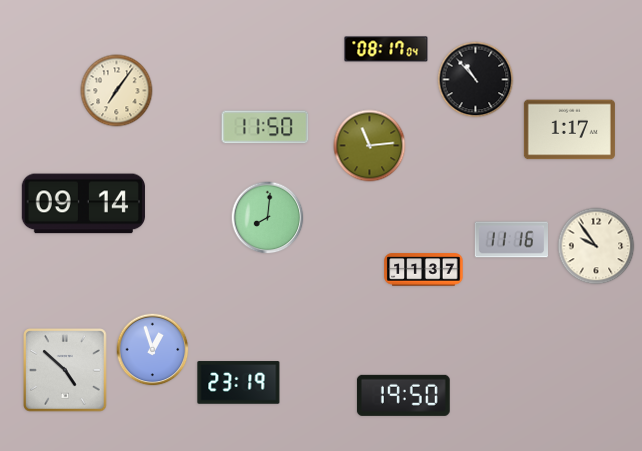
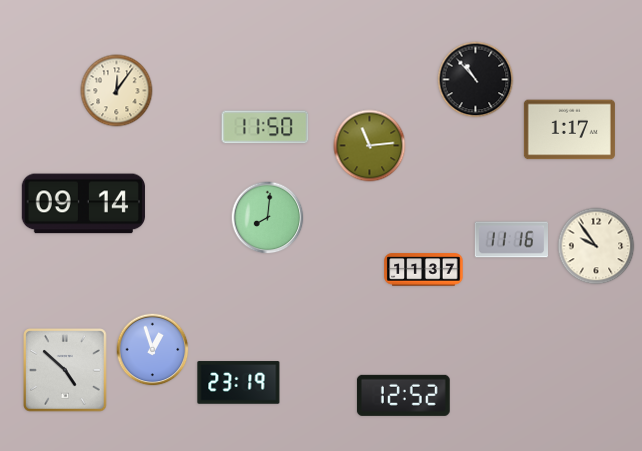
clock at (386, 49): 08:17 -> none
clock at (117, 91): 7:06 -> 12:06
clock at (403, 395): 19:50 -> 12:52
